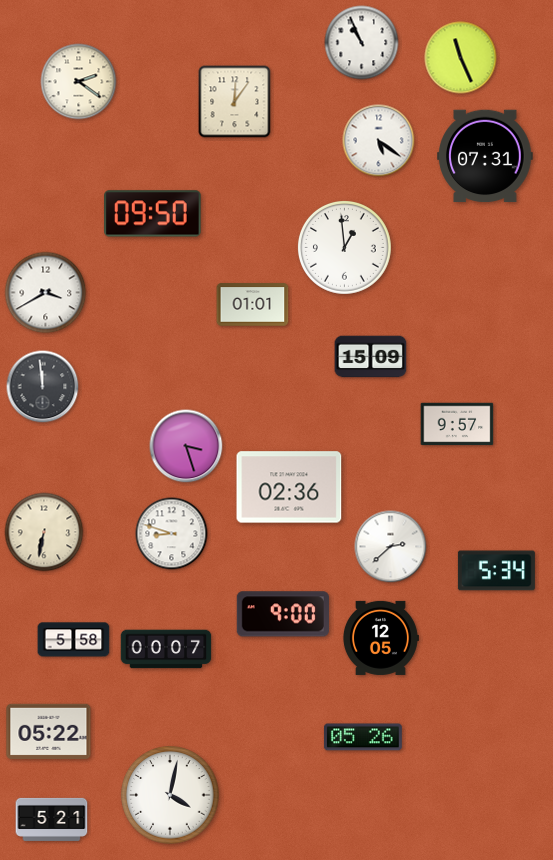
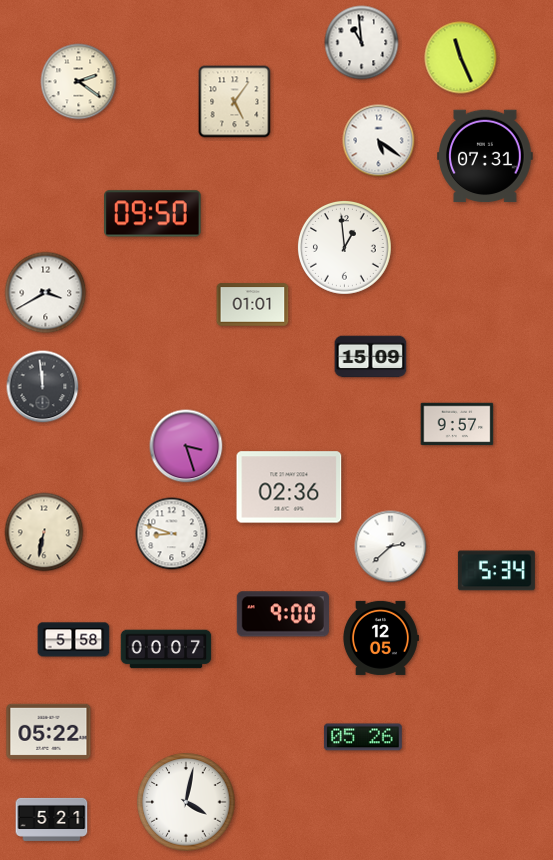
clock at (362, 43): 10:56 -> 10:59
clock at (235, 102): 12:06 -> 5:06
clock at (170, 795) position: (170, 795) -> (186, 802)
